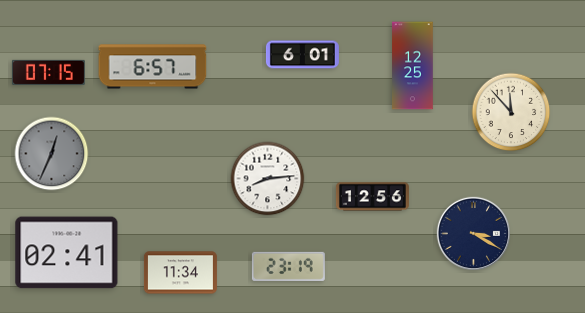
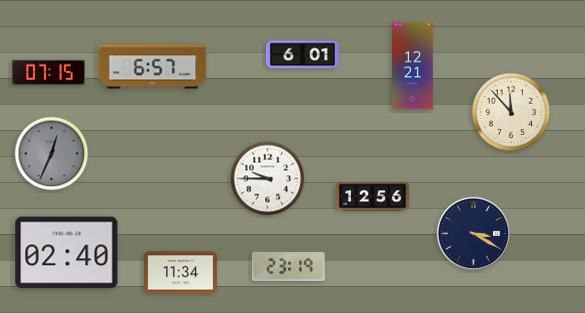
clock at (413, 66): 12:25 -> 12:21
clock at (268, 179): 8:14 -> 9:45
clock at (67, 253): 02:41 -> 02:40
